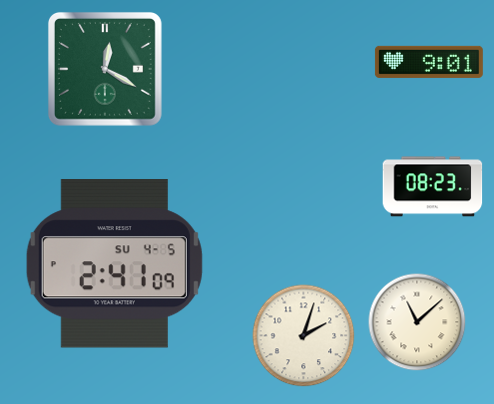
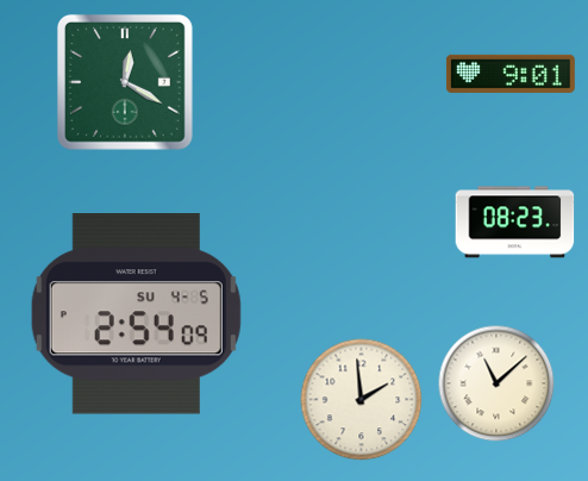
clock at (114, 264): 2:41 -> 2:54
clock at (304, 336): 2:03 -> 1:59
